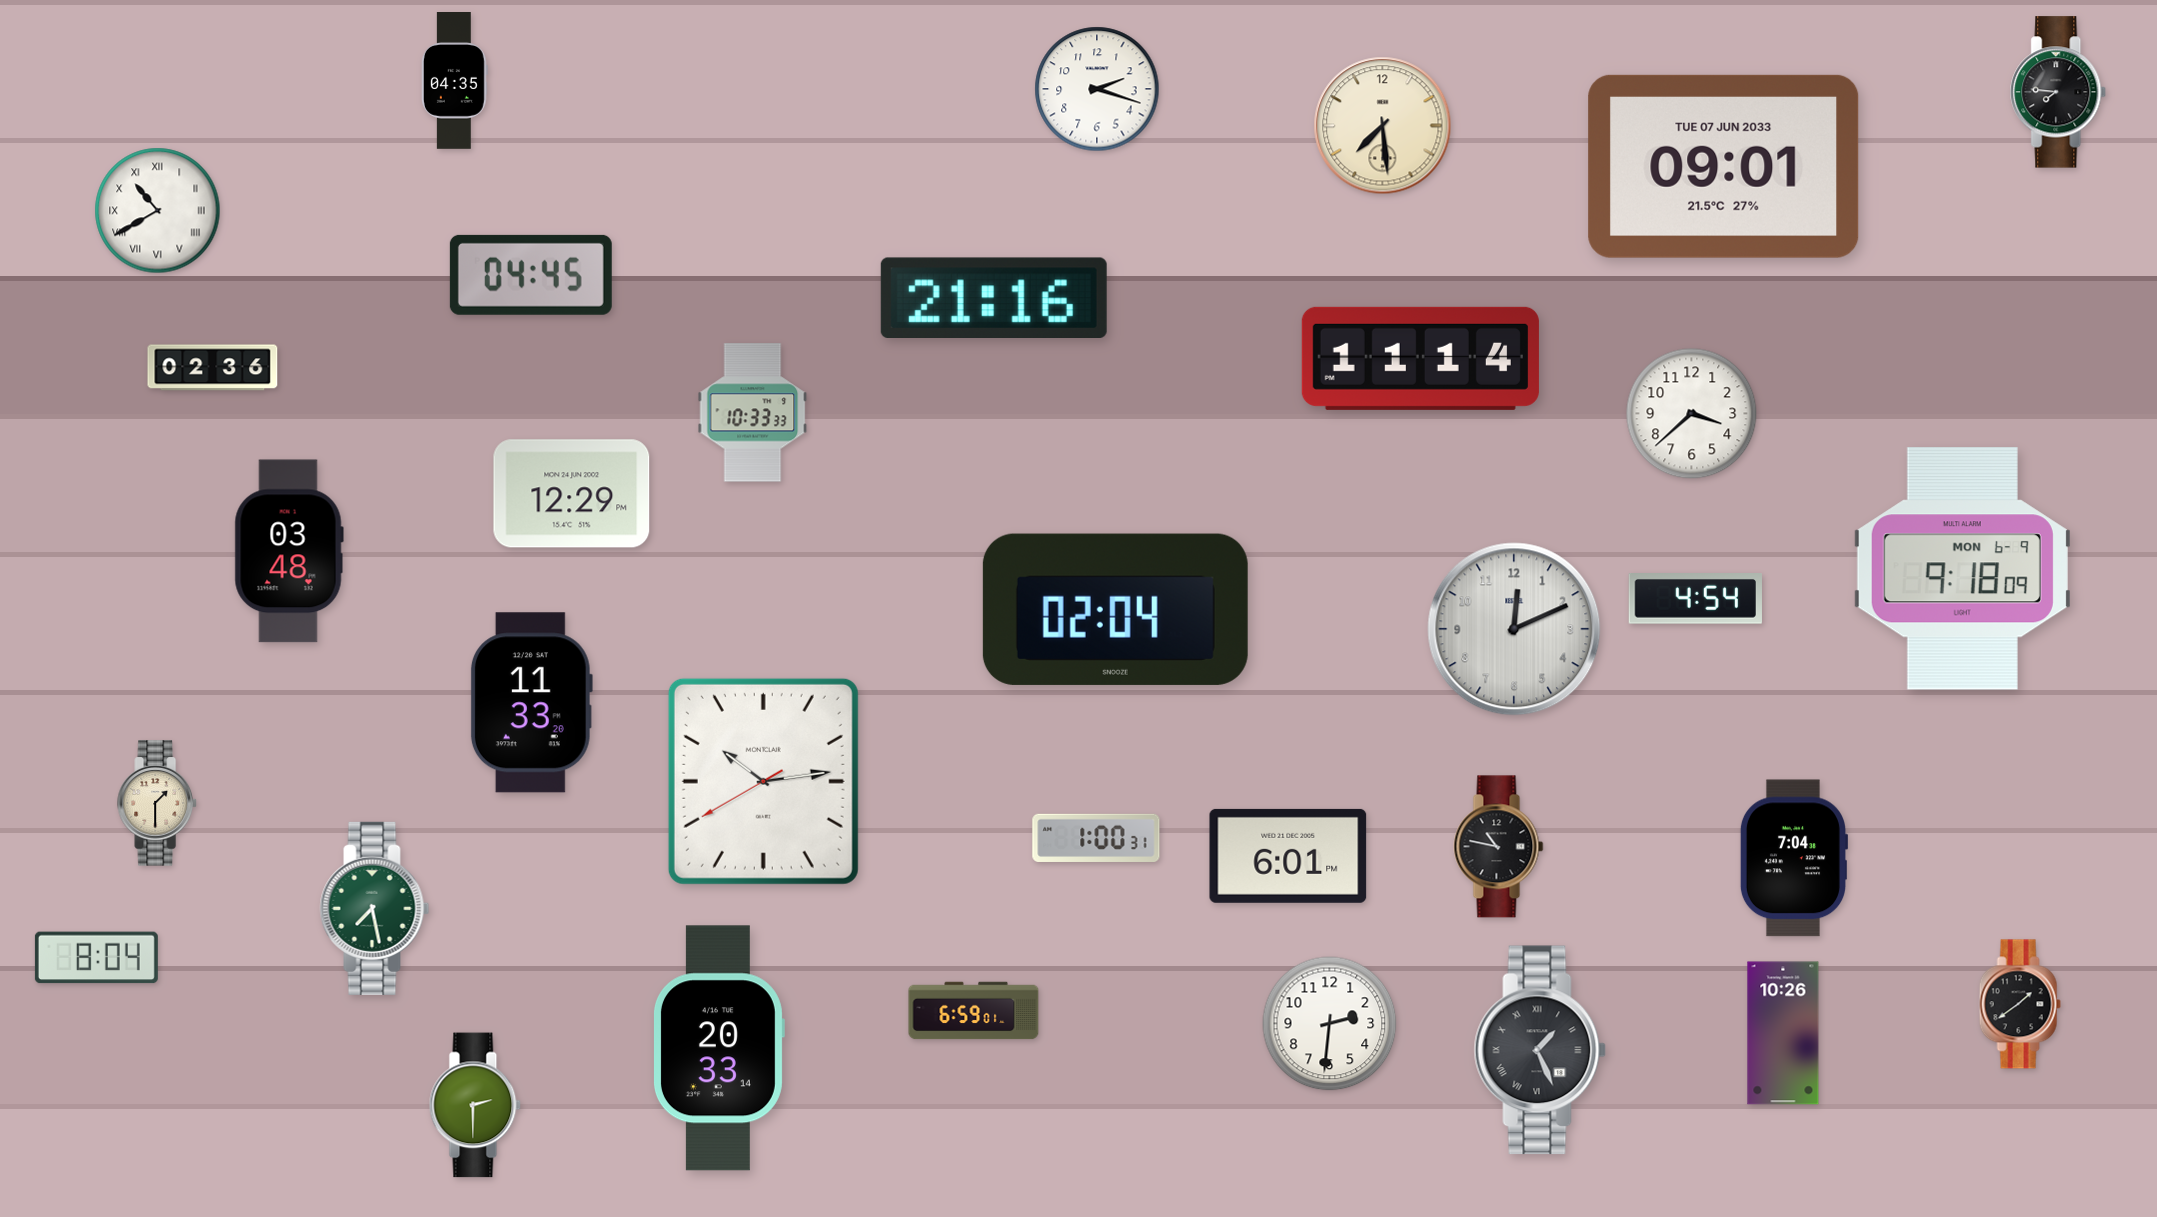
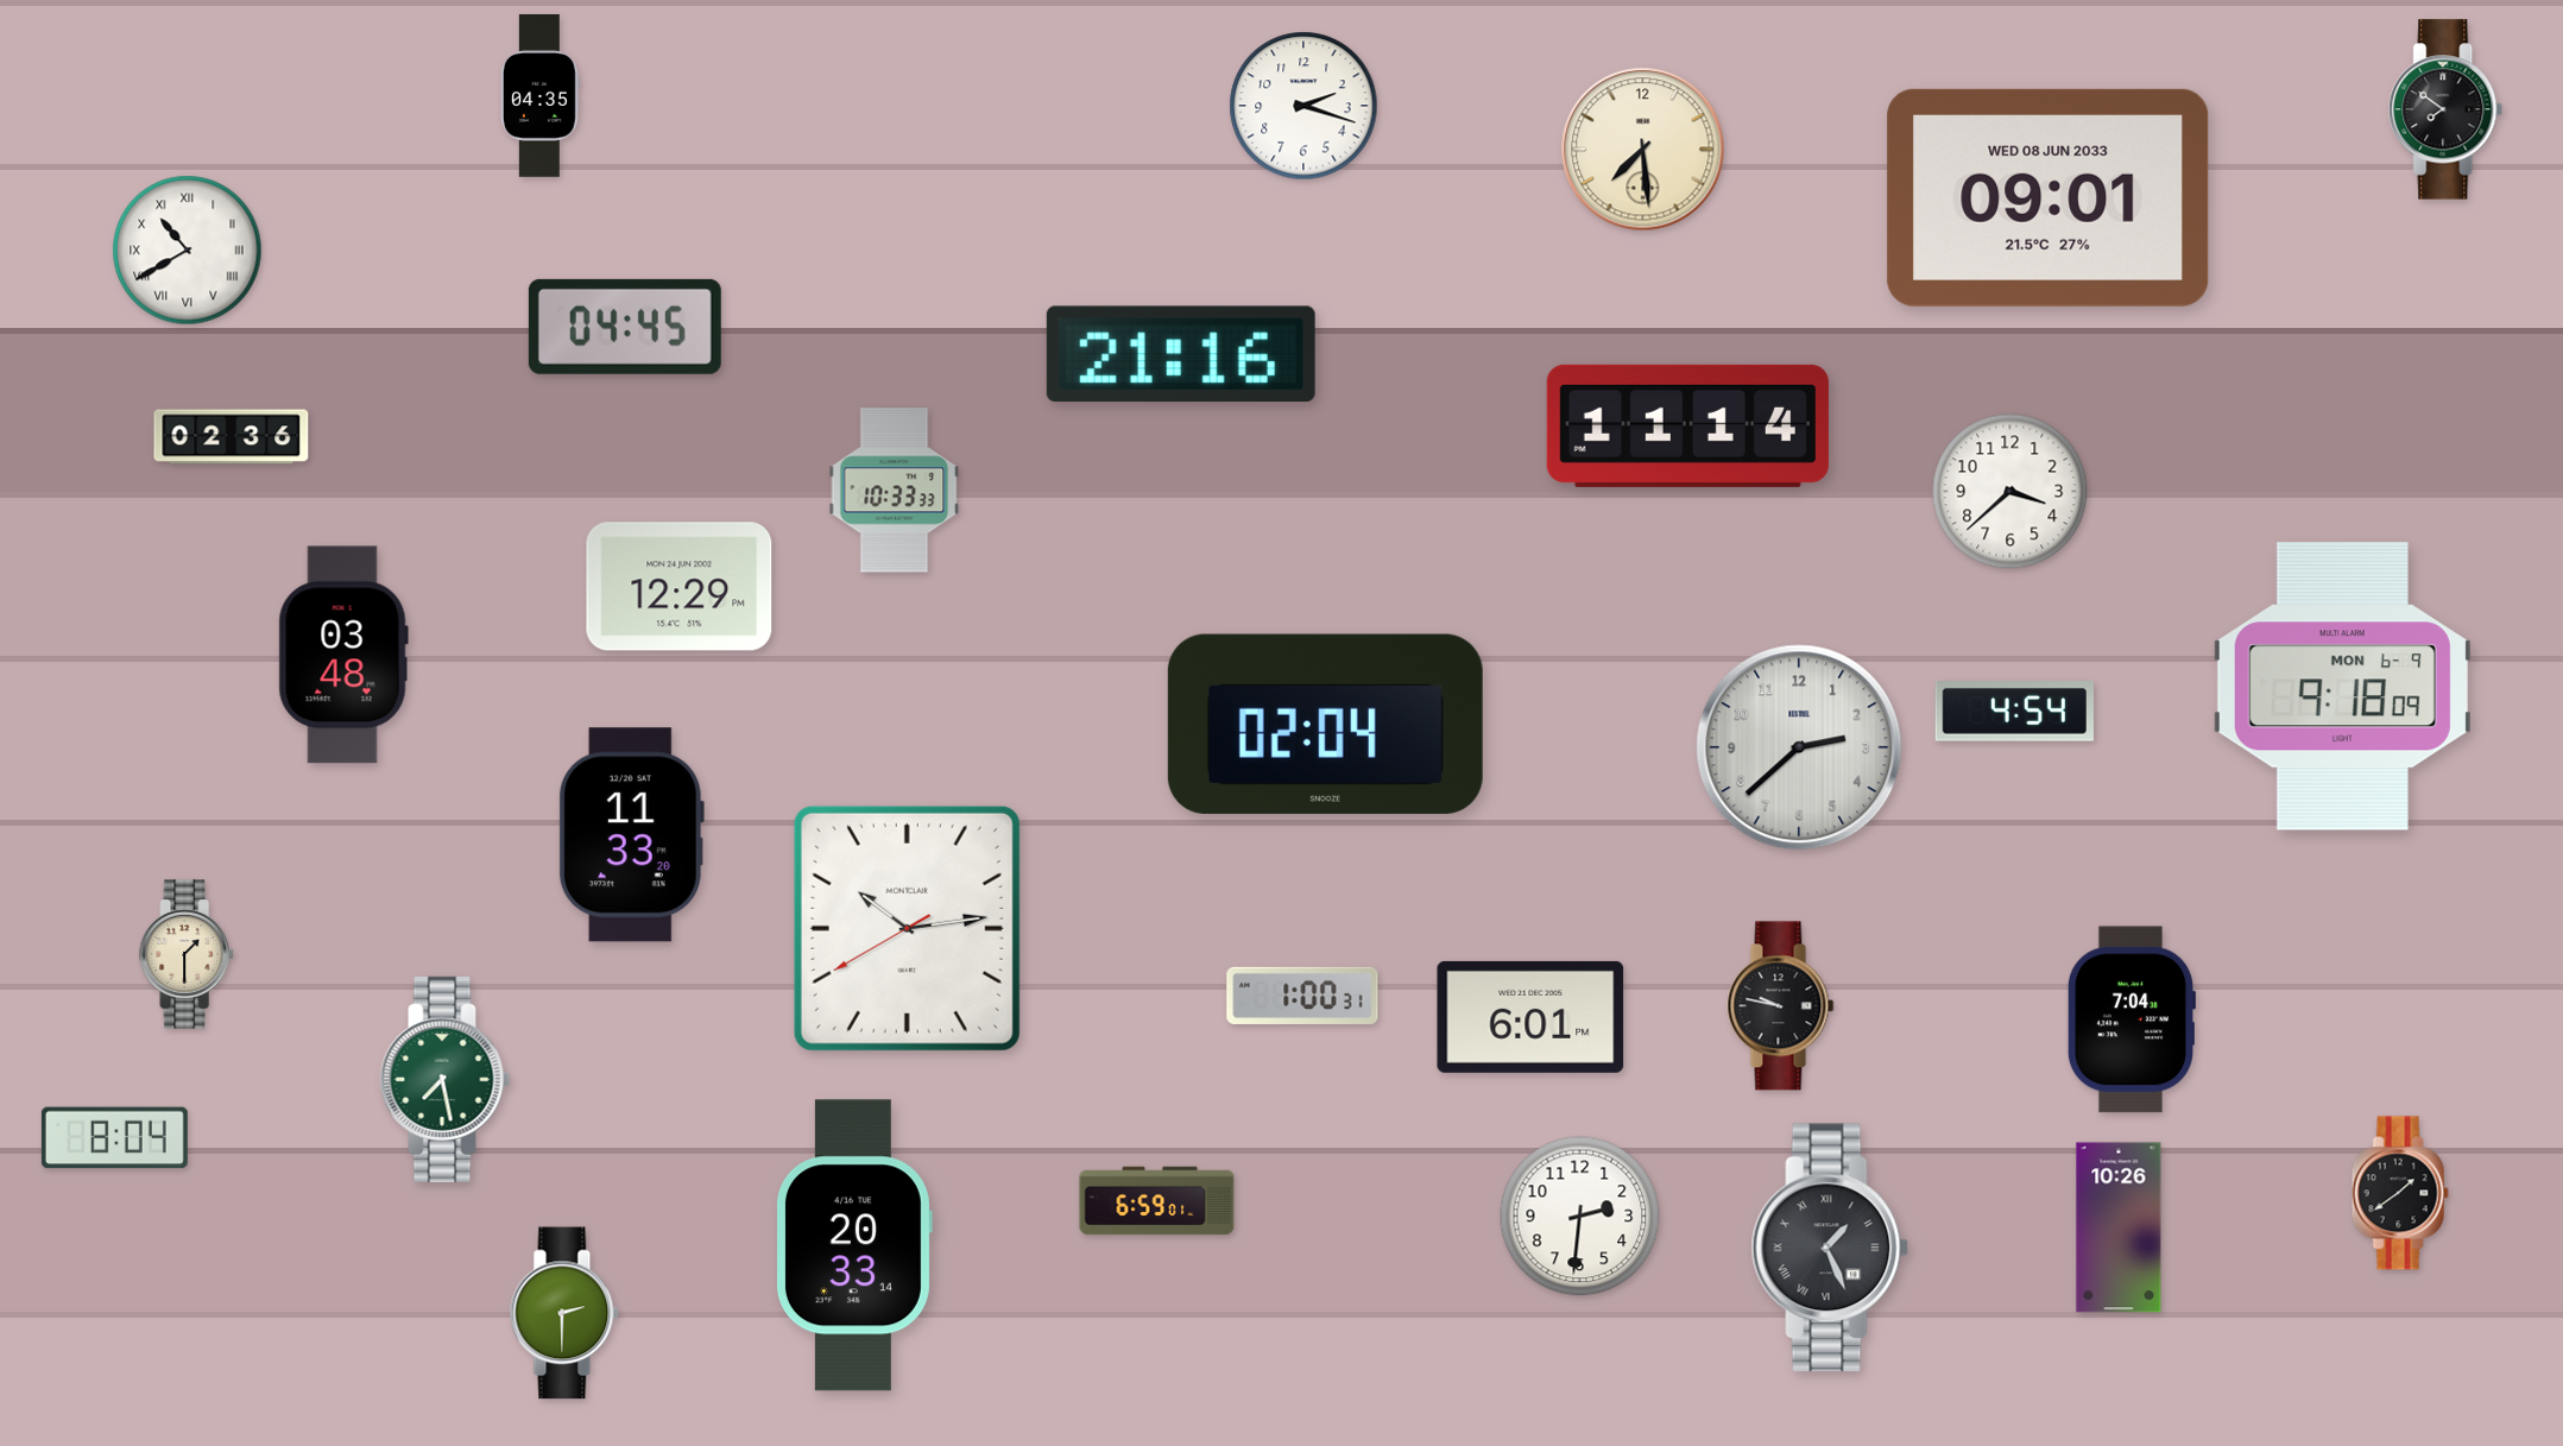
clock at (2059, 92): 7:46 -> 7:51
clock at (1724, 166) date: TUE 07 JUN 2033 -> WED 08 JUN 2033
clock at (531, 275) position: (531, 275) -> (625, 327)
clock at (213, 368) position: (213, 368) -> (232, 437)
clock at (1962, 569) position: (1962, 569) -> (2342, 687)
clock at (1514, 629): 12:11 -> 2:38
clock at (1499, 847): 10:47 -> 9:47
